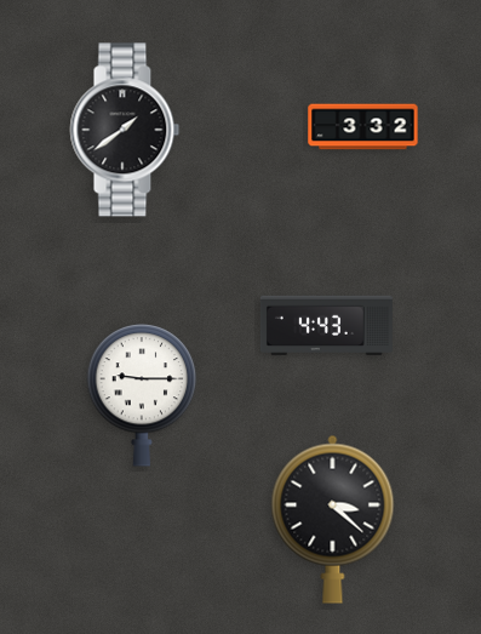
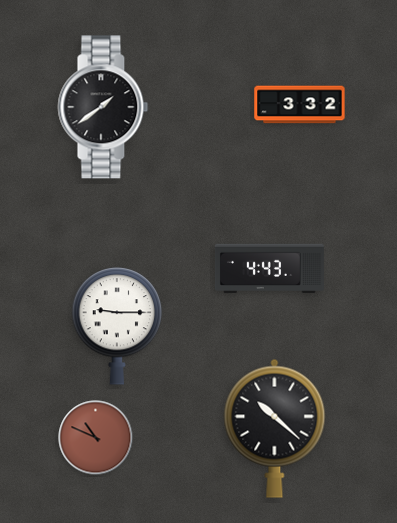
clock at (333, 519): 3:22 -> 10:22
clock at (96, 438): none -> 10:49
